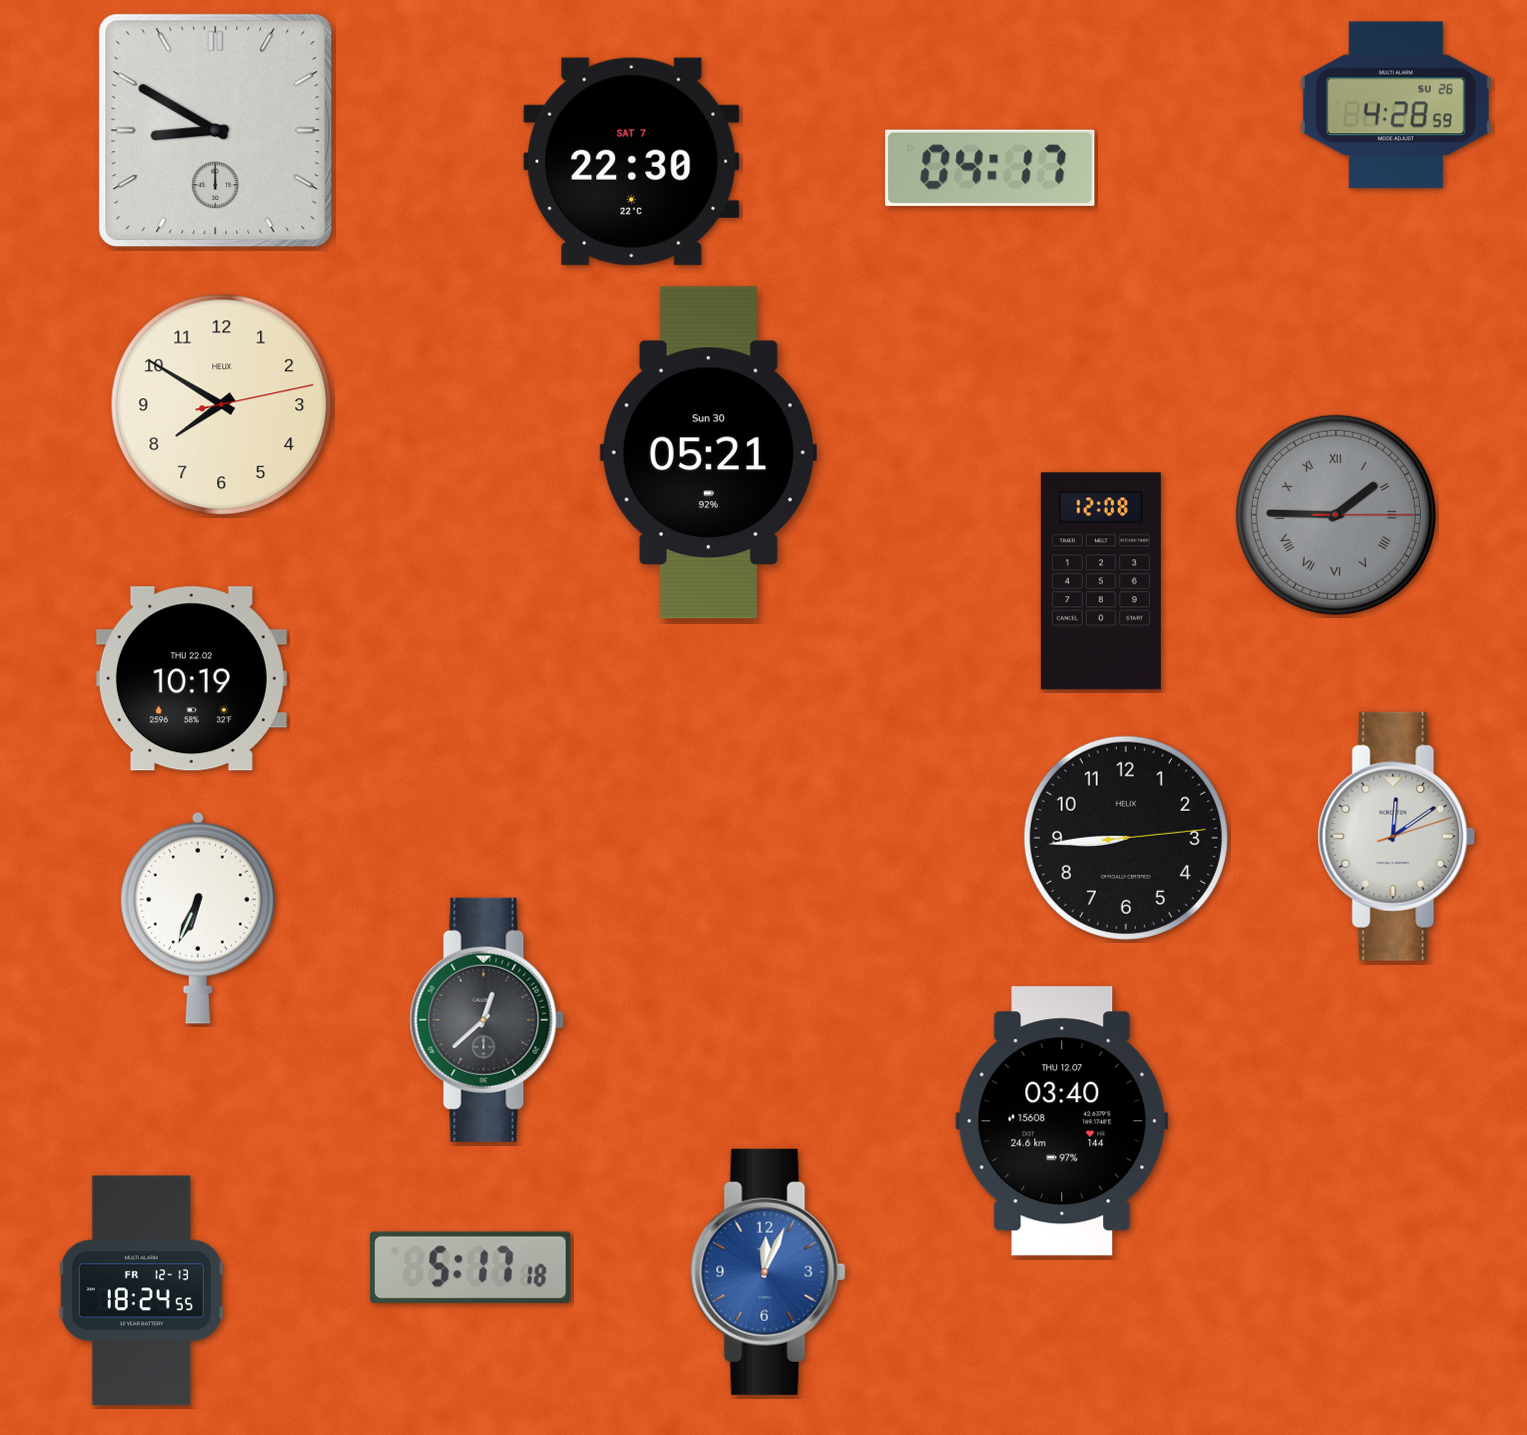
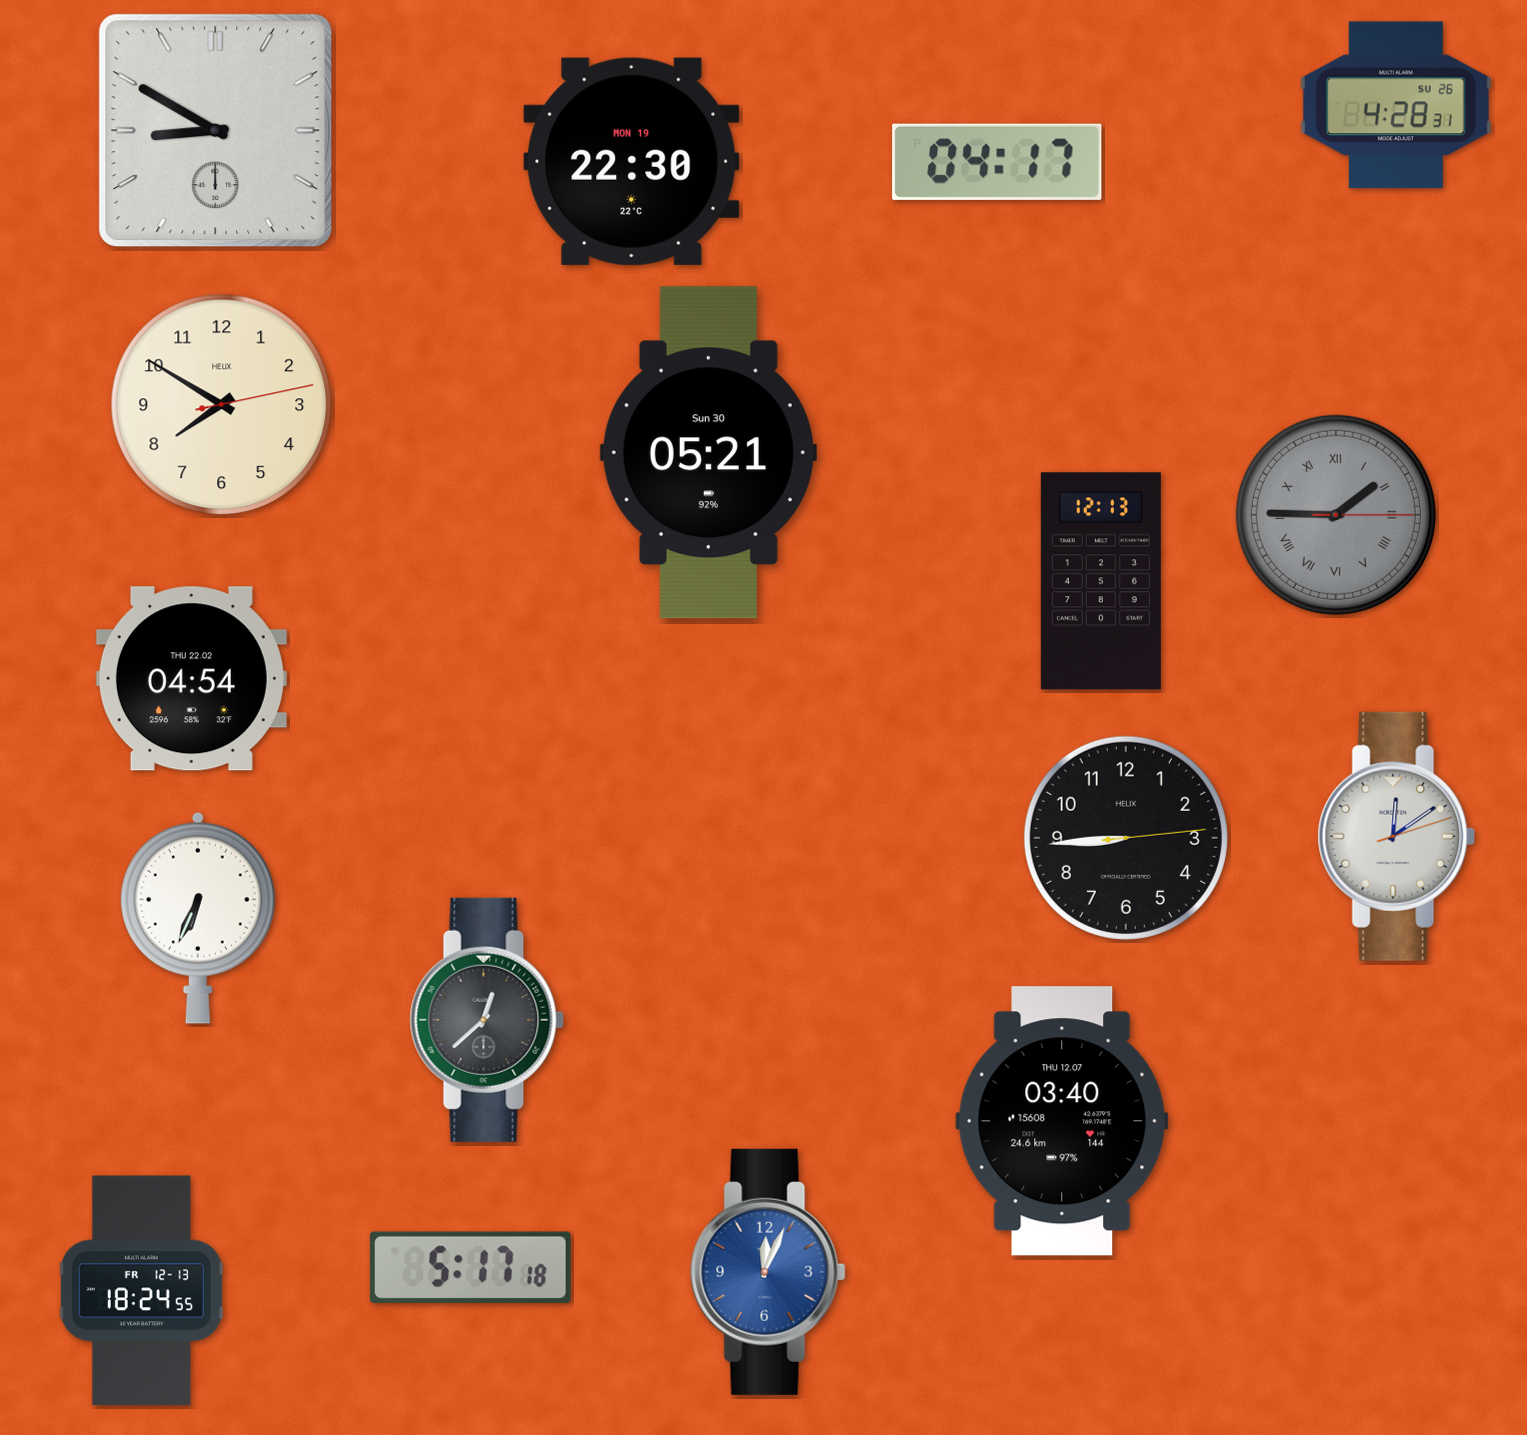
clock at (1396, 105): 4:28:59 -> 4:28:31
clock at (632, 161) date: SAT 7 -> MON 19
clock at (990, 168) position: (990, 168) -> (997, 162)
clock at (1101, 581): 12:08 -> 12:13
clock at (191, 679): 10:19 -> 04:54
